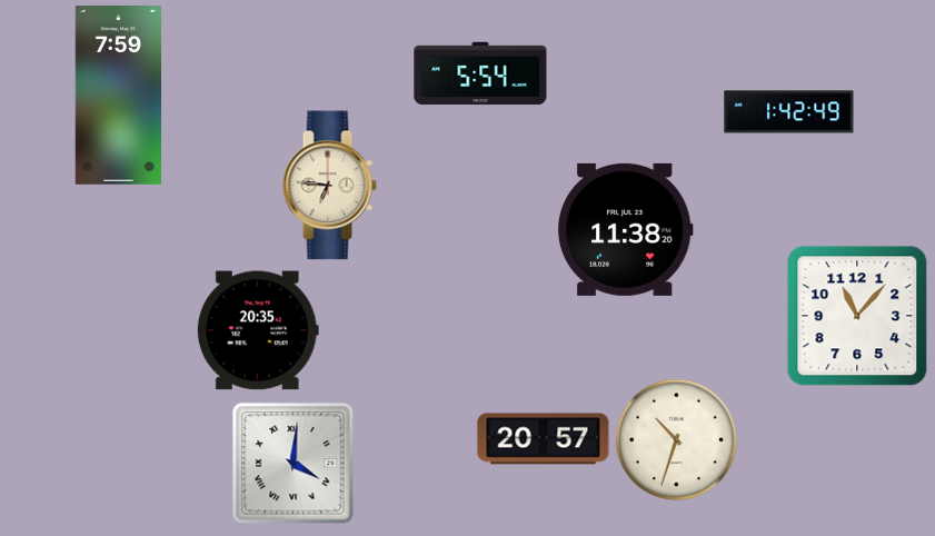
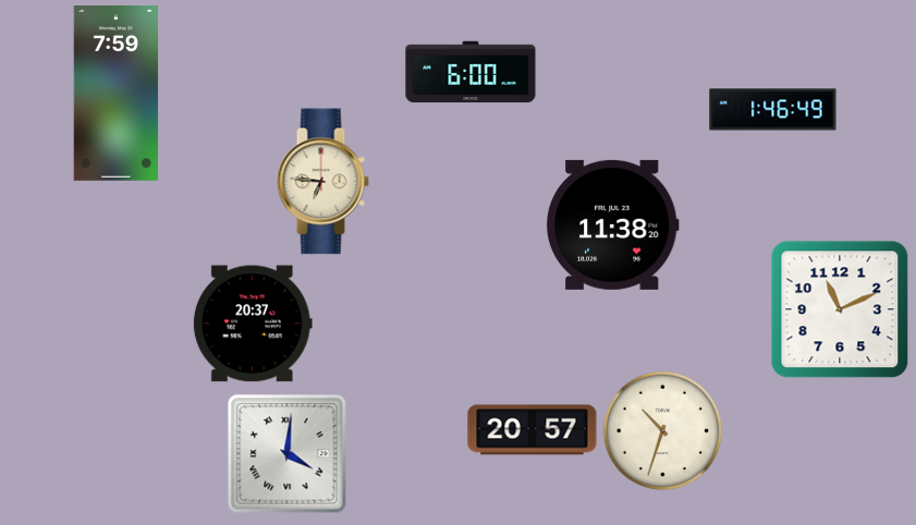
clock at (480, 73): 5:54 -> 6:00
clock at (789, 112): 1:42 -> 1:46
clock at (857, 316): 11:07 -> 11:11
clock at (258, 330): 20:35 -> 20:37
